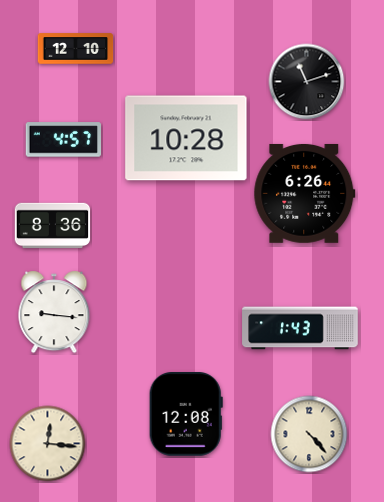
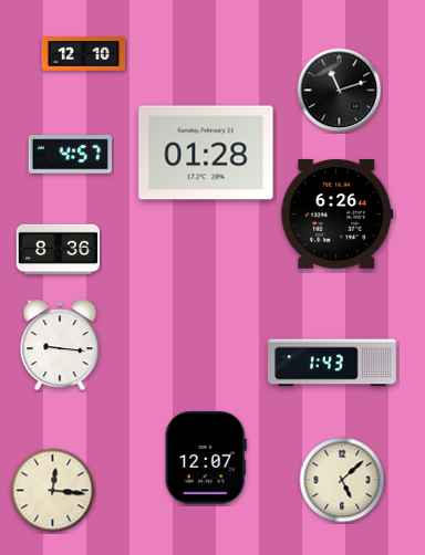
clock at (186, 138): 10:28 -> 01:28
clock at (186, 415): 12:08 -> 12:07
clock at (309, 434): 4:23 -> 5:08
